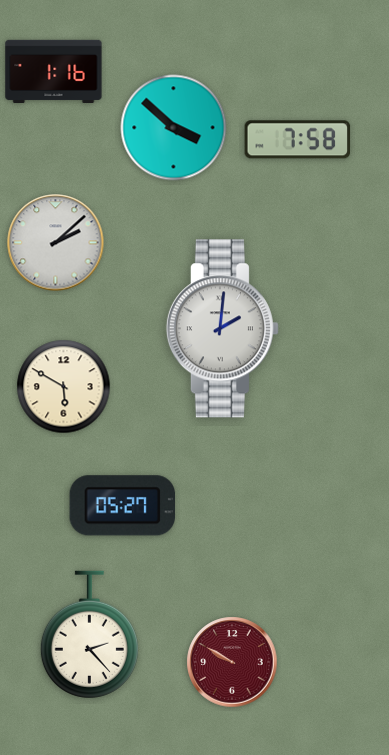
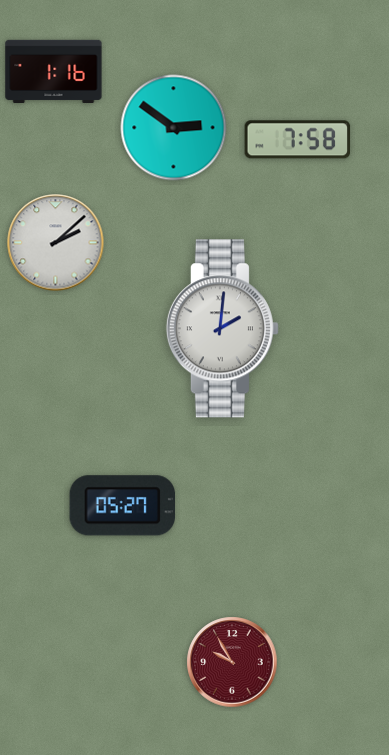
clock at (174, 128): 3:52 -> 2:51
clock at (64, 387): 5:50 -> none
clock at (89, 635): 2:23 -> none
clock at (232, 662): 9:50 -> 9:55
